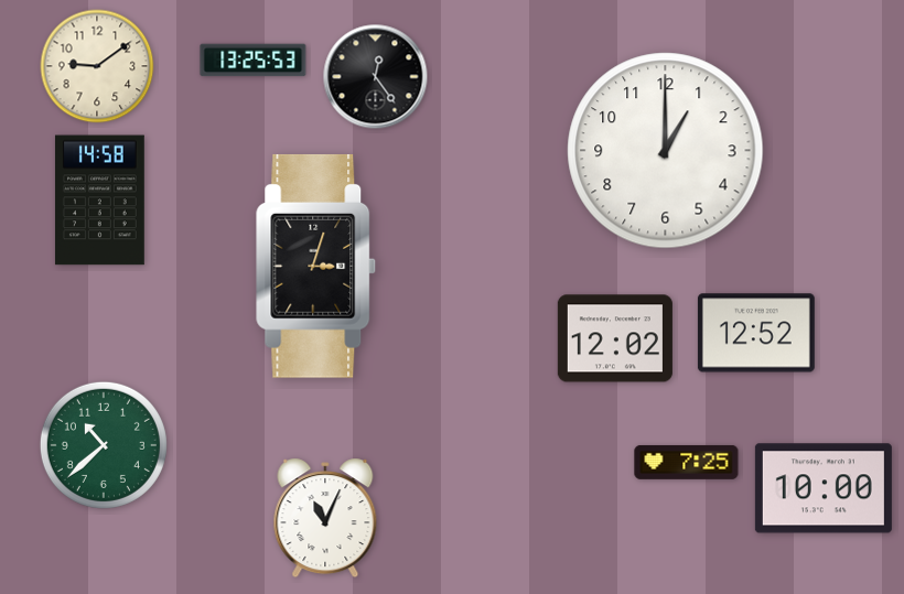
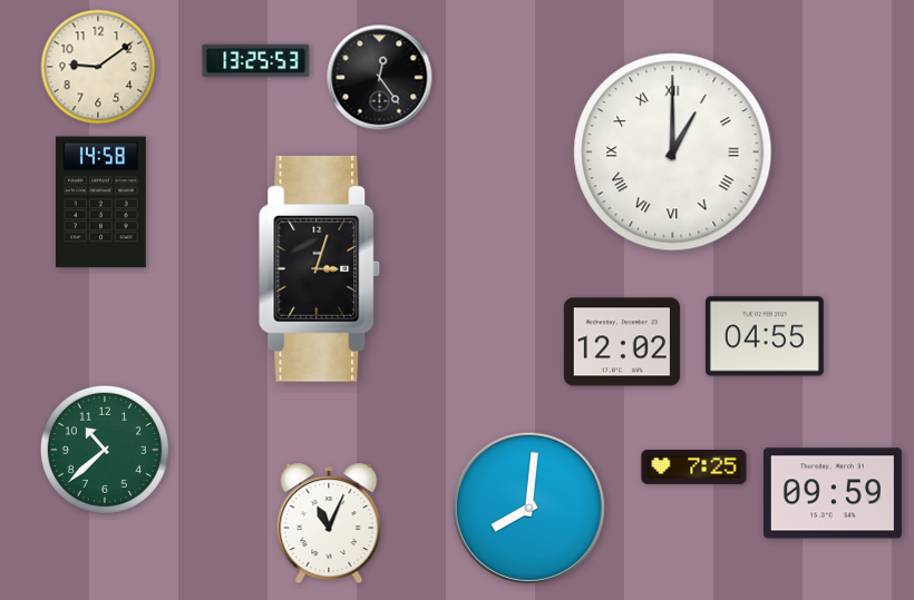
clock at (666, 151) numerals: Arabic -> Roman
clock at (756, 333): 12:52 -> 04:55
clock at (824, 488): 10:00 -> 09:59
clock at (528, 508): none -> 8:01
